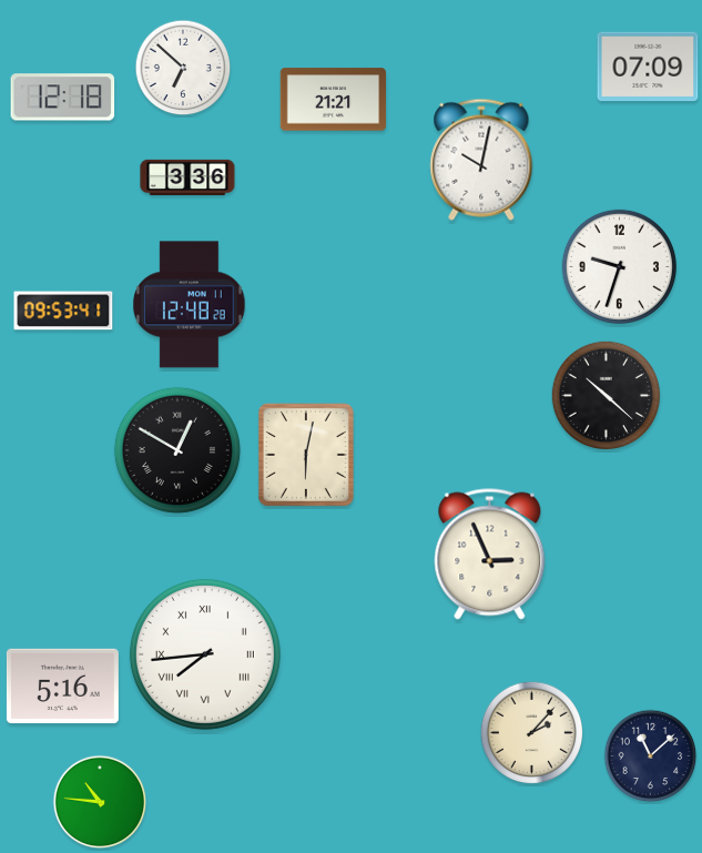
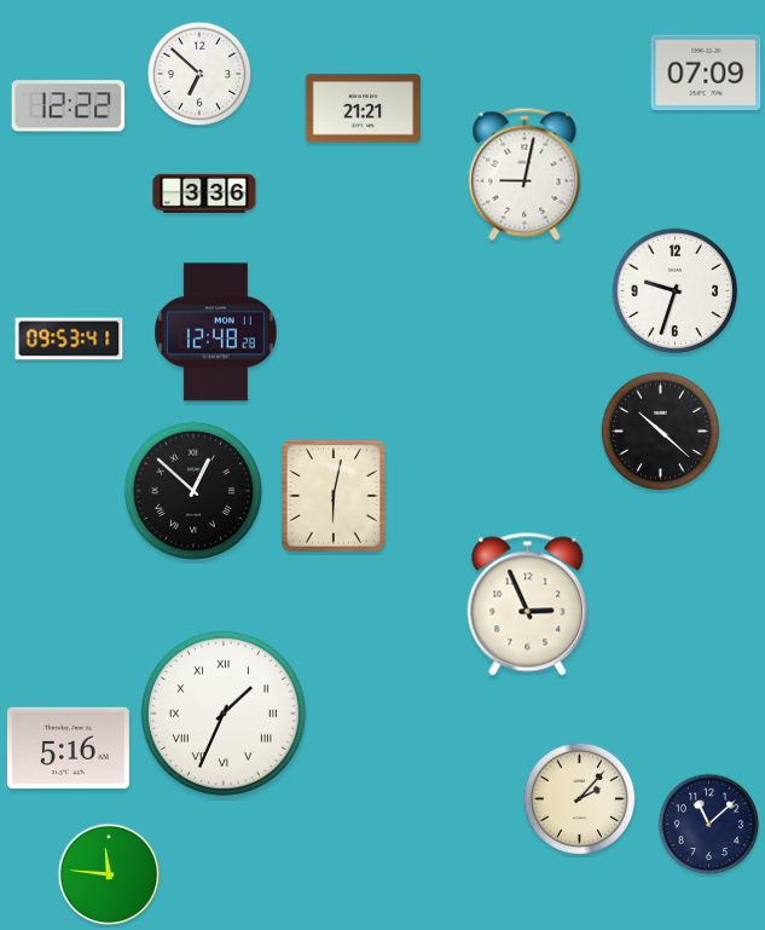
clock at (63, 98): 12:18 -> 12:22
clock at (481, 160): 10:02 -> 9:02
clock at (190, 305) position: (190, 305) -> (216, 333)
clock at (177, 450): 12:50 -> 12:52
clock at (490, 555) position: (490, 555) -> (528, 605)
clock at (205, 654): 7:44 -> 1:34
clock at (100, 802): 10:46 -> 11:46
